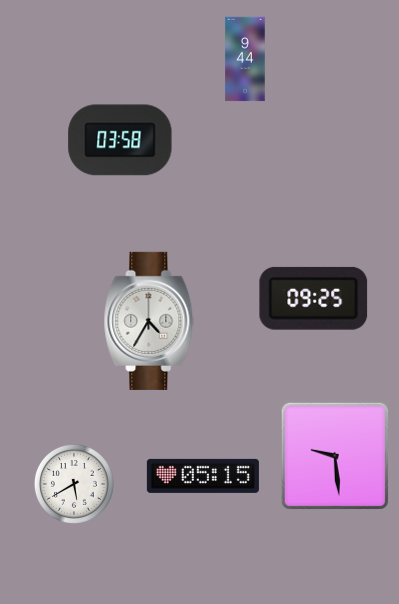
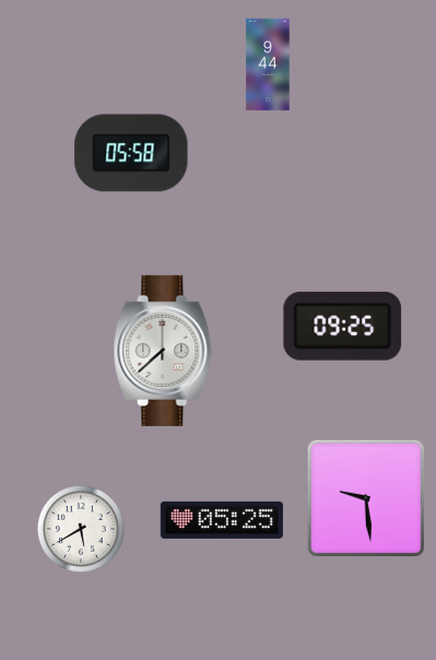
clock at (120, 140): 03:58 -> 05:58
clock at (149, 321): 4:35 -> 7:38
clock at (203, 476): 05:15 -> 05:25
